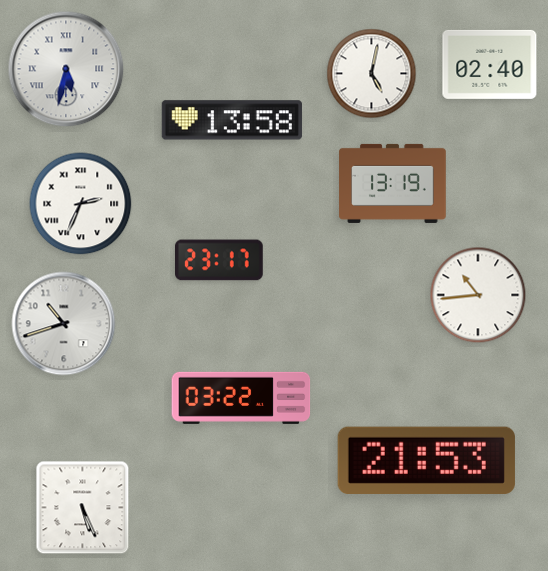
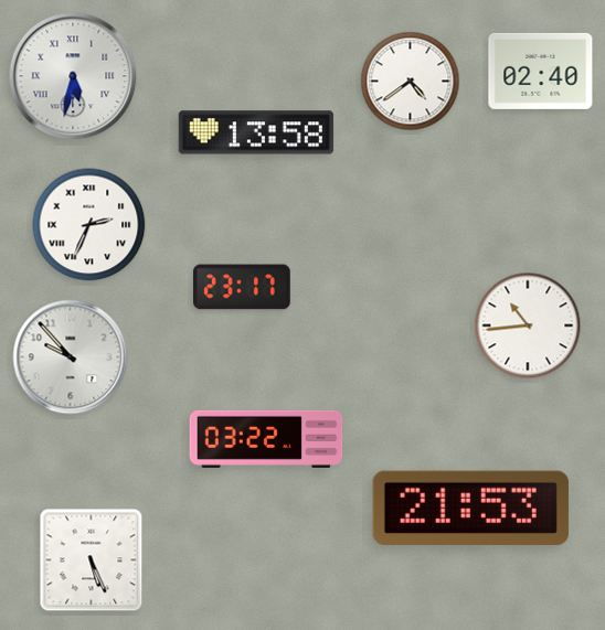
clock at (372, 74): 5:02 -> 4:39
clock at (393, 183): 13:19 -> none
clock at (64, 324): 10:42 -> 9:53
